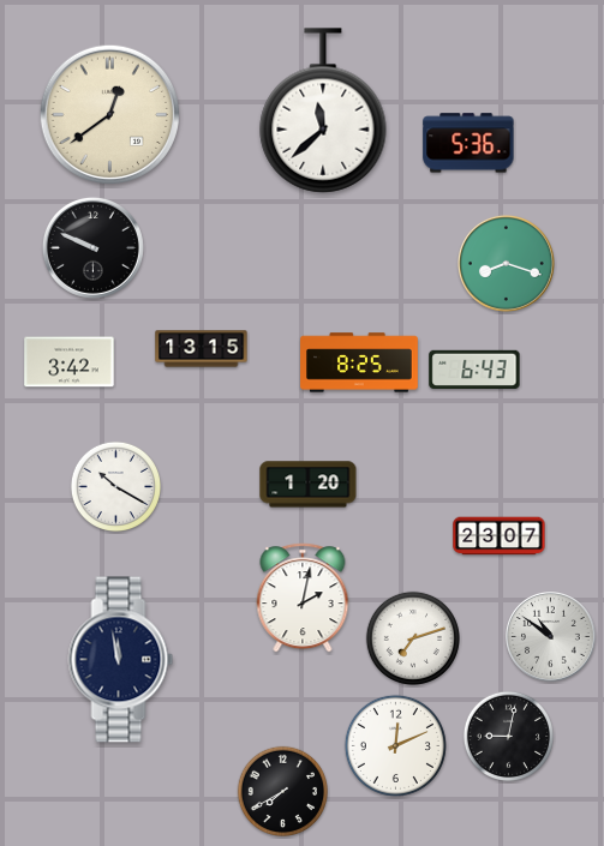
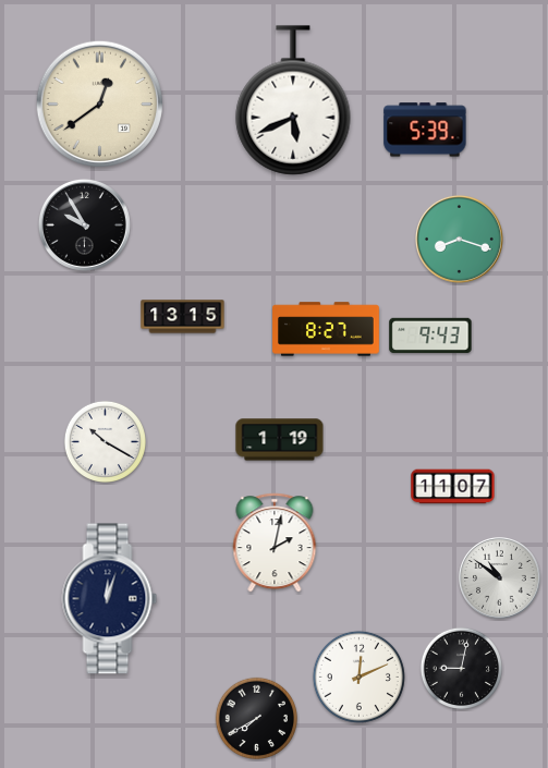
clock at (323, 110): 11:38 -> 5:41
clock at (468, 143): 5:36 -> 5:39
clock at (92, 247): 9:49 -> 9:55
clock at (70, 362): 3:42 -> none
clock at (359, 362): 8:25 -> 8:27
clock at (474, 370): 6:43 -> 9:43
clock at (309, 485): 1:20 -> 1:19
clock at (500, 536): 23:07 -> 11:07
clock at (413, 638): 7:12 -> none
clock at (121, 660): 11:58 -> 12:03
